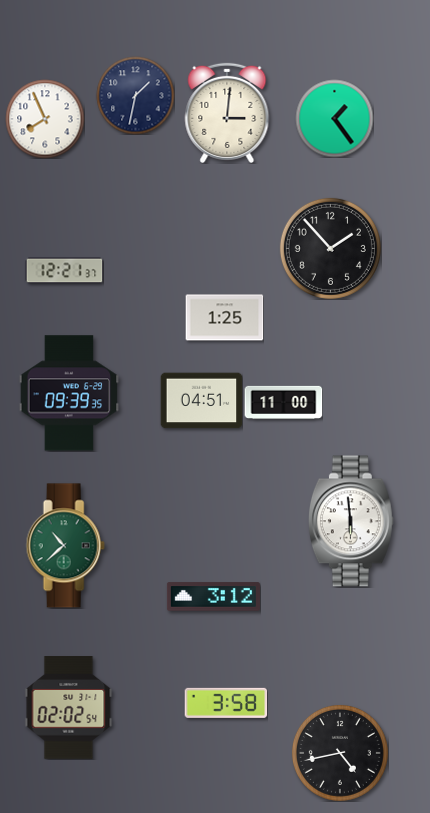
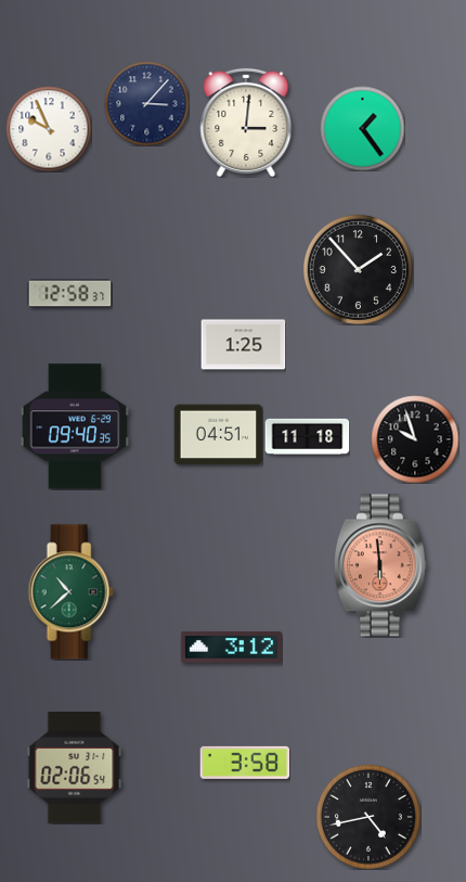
clock at (135, 95): 1:32 -> 3:07
clock at (45, 119): 7:56 -> 9:56
clock at (64, 271): 12:21 -> 12:58
clock at (69, 393): 09:39 -> 09:40
clock at (283, 402): 11:00 -> 11:18
clock at (415, 439): none -> 9:57
clock at (351, 521) dial: white -> salmon
clock at (69, 708): 02:02 -> 02:06
